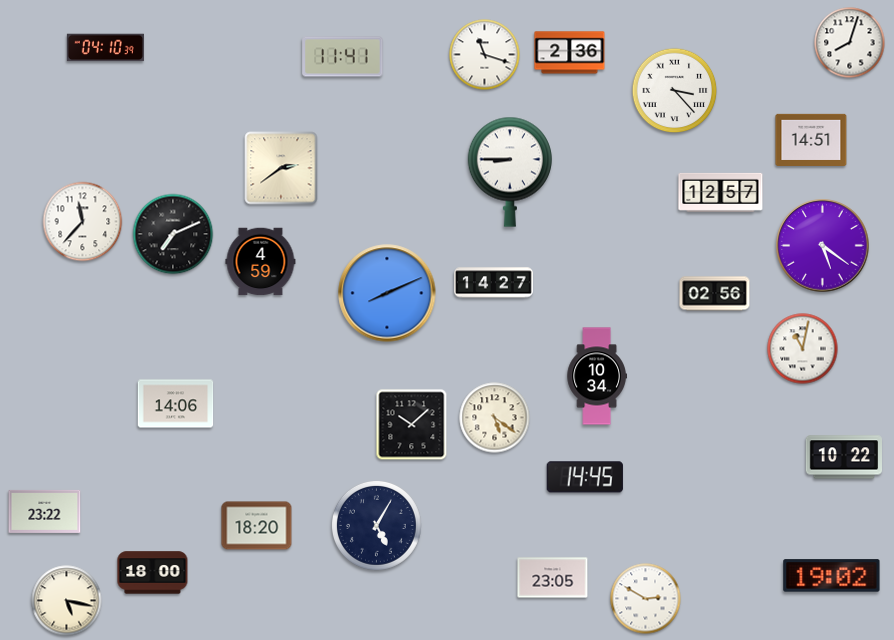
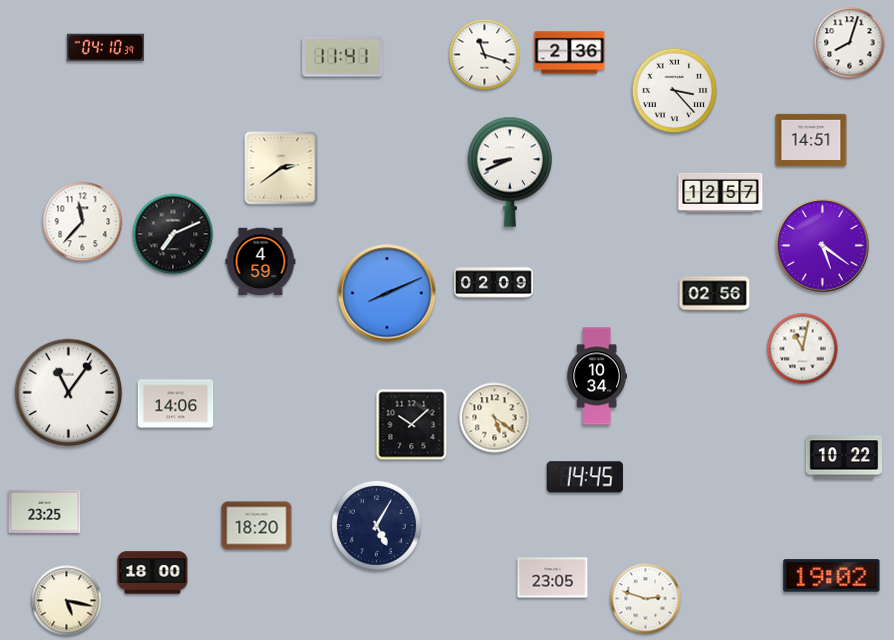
clock at (510, 172): 8:45 -> 8:41
clock at (494, 283): 14:27 -> 02:09
clock at (69, 393): none -> 11:06
clock at (45, 511): 23:22 -> 23:25
clock at (646, 599): 2:50 -> 2:48
